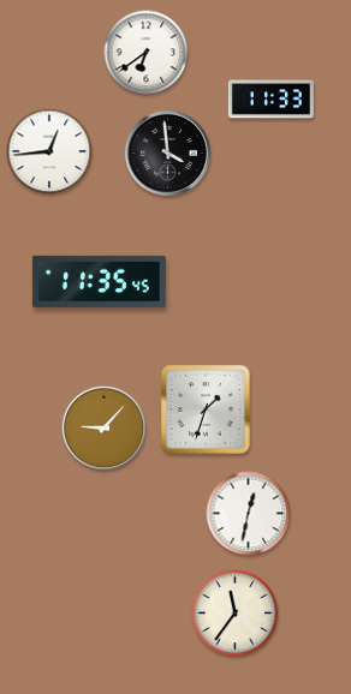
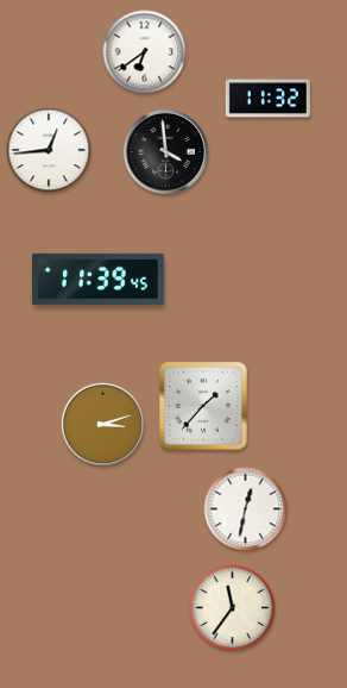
clock at (270, 100): 11:33 -> 11:32
clock at (99, 281): 11:35 -> 11:39
clock at (207, 411): 1:33 -> 1:37
clock at (103, 427): 9:07 -> 3:12
